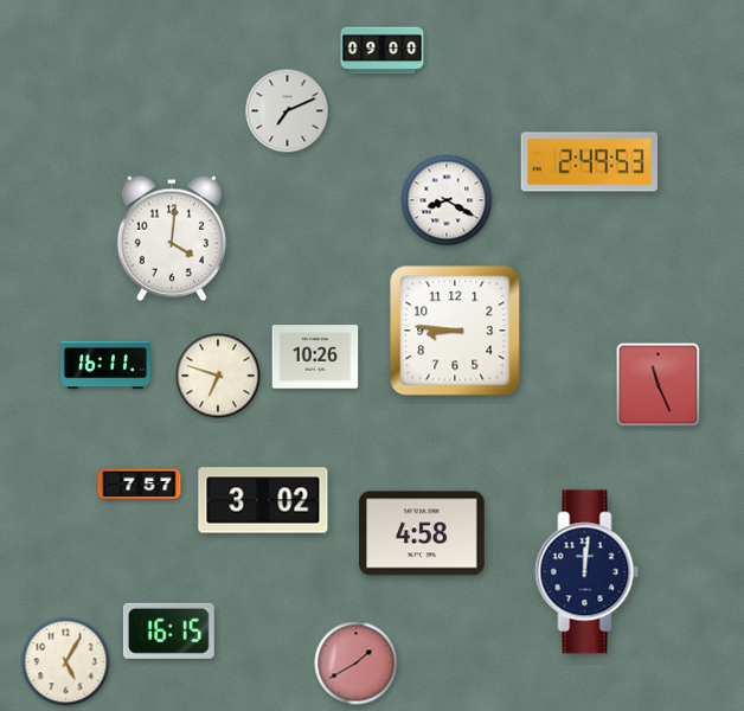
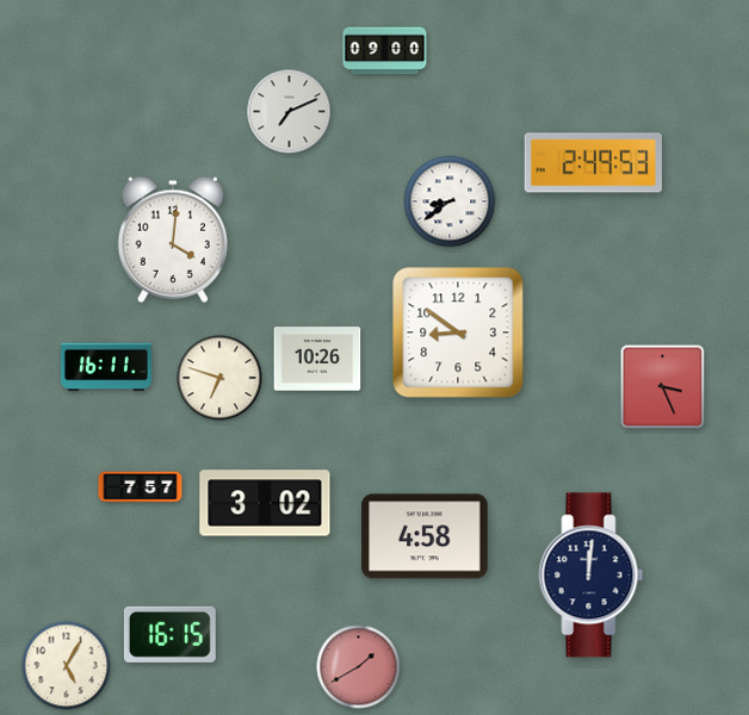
clock at (447, 200): 8:20 -> 8:39
clock at (455, 331): 8:46 -> 8:51
clock at (659, 385): 11:26 -> 3:26
